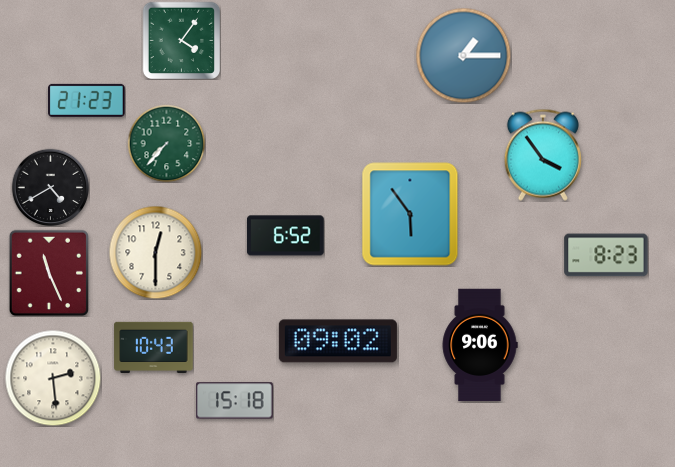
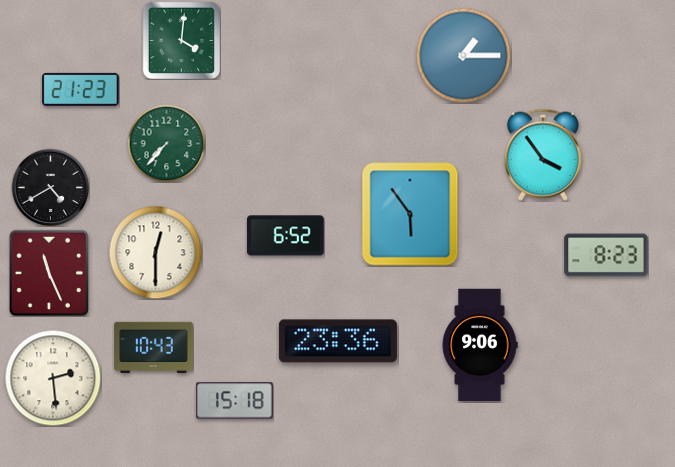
clock at (181, 40): 4:06 -> 4:01
clock at (87, 100) position: (87, 100) -> (81, 89)
clock at (338, 341): 09:02 -> 23:36
